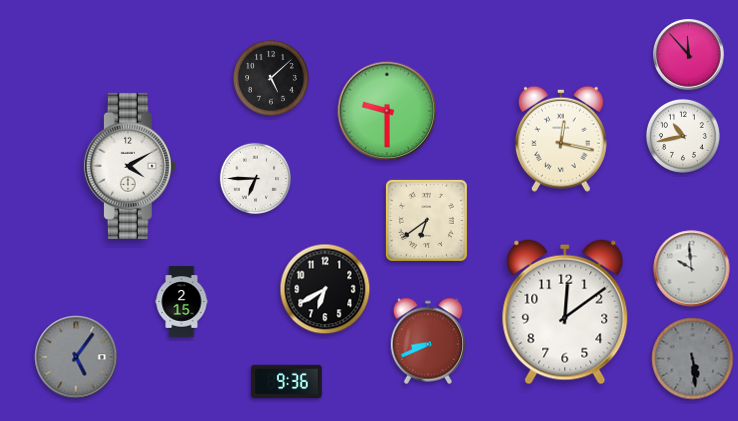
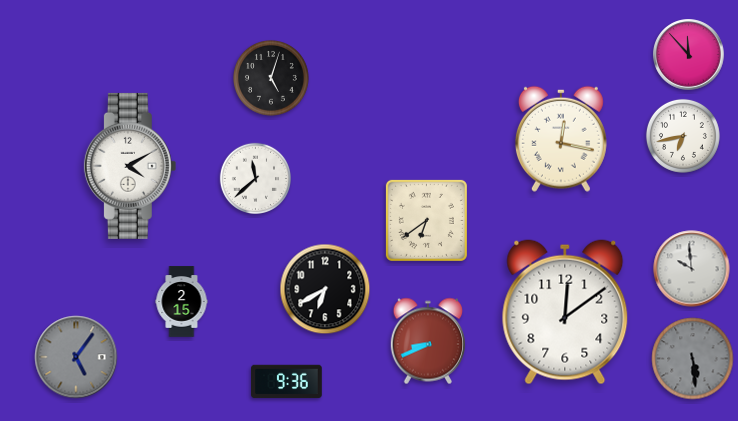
clock at (272, 79): 5:08 -> 5:03
clock at (387, 111): 9:30 -> none
clock at (683, 136): 10:43 -> 6:43
clock at (255, 178): 6:45 -> 11:38
